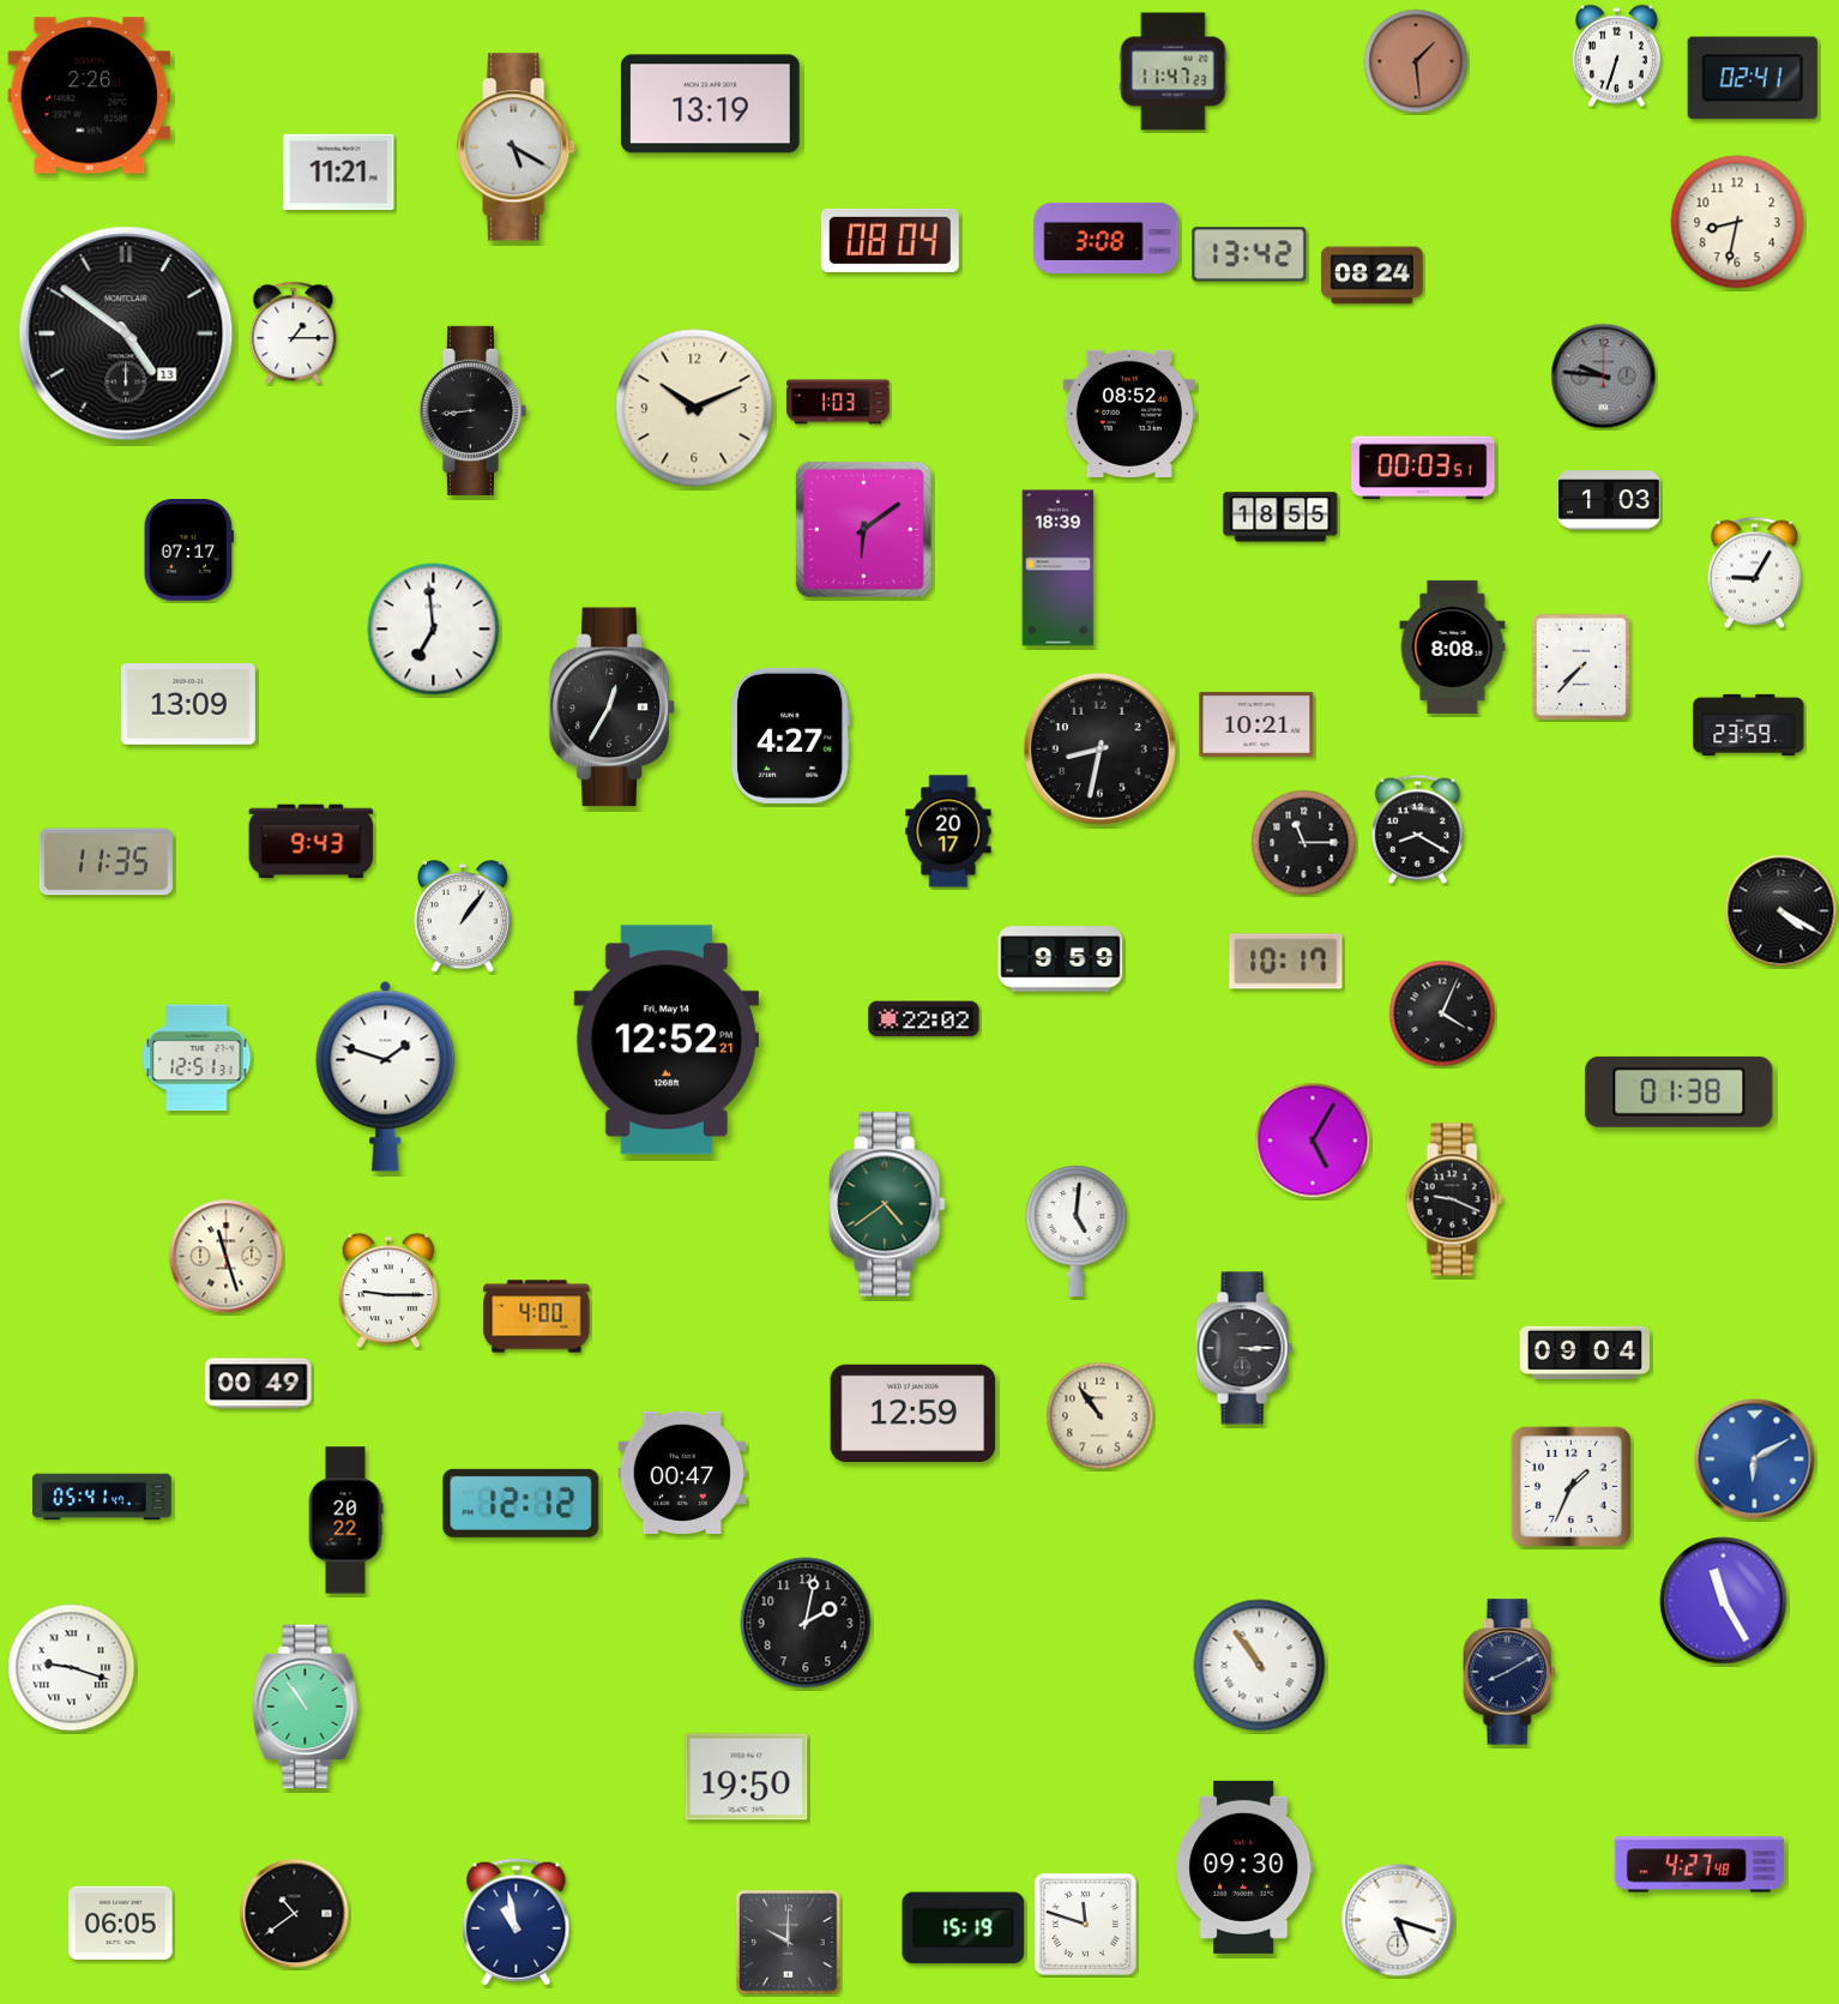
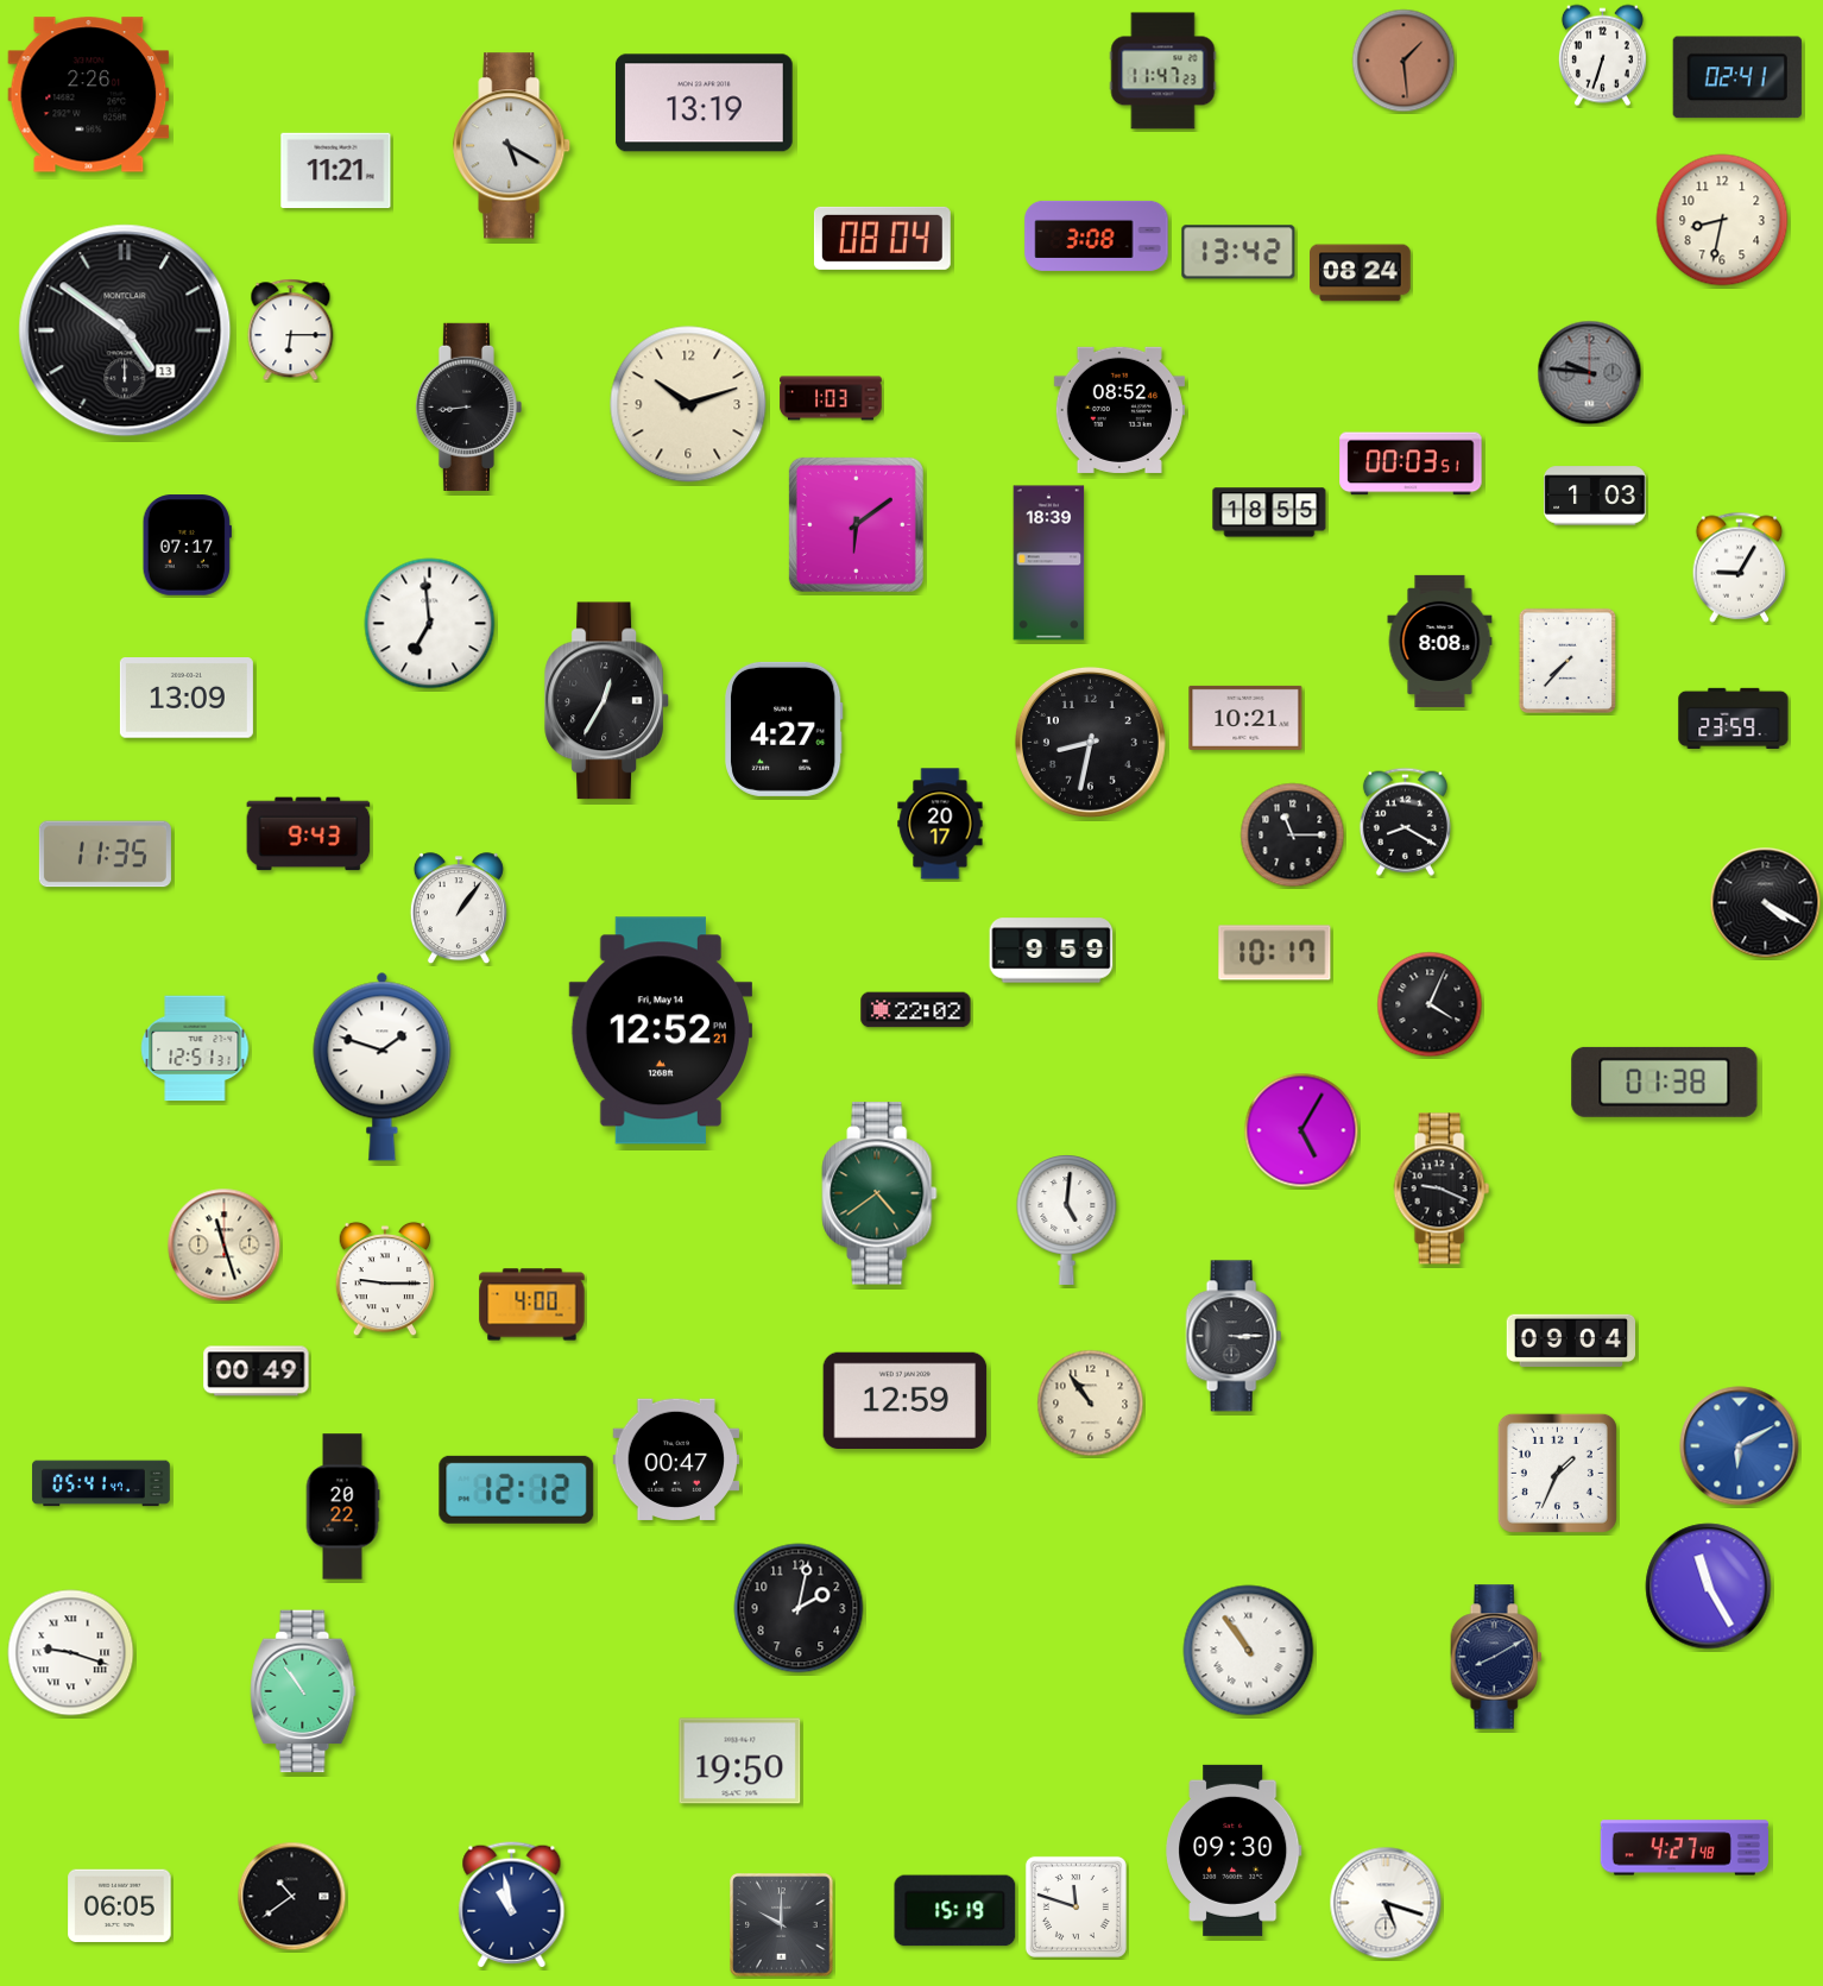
clock at (294, 333): 1:15 -> 6:15
clock at (694, 408): 10:11 -> 10:12
